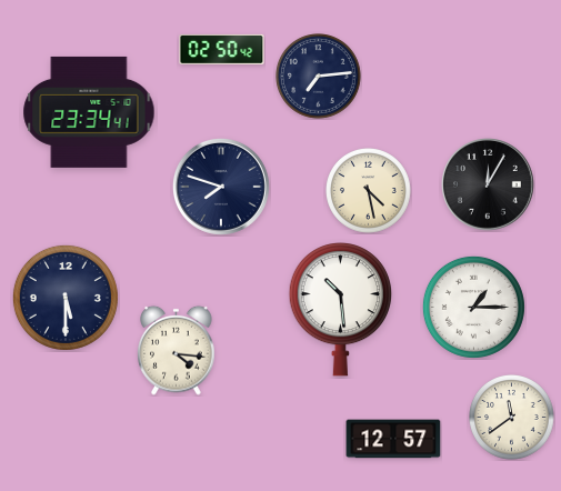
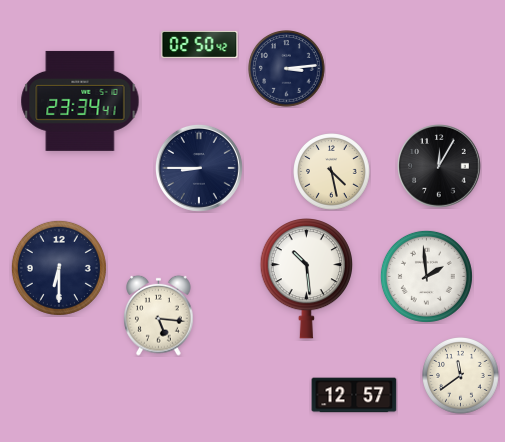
clock at (319, 77): 7:14 -> 3:14
clock at (221, 187): 7:48 -> 8:45
clock at (66, 298): 5:30 -> 6:30
clock at (473, 307): 1:15 -> 1:59
clock at (177, 350): 4:16 -> 5:16
